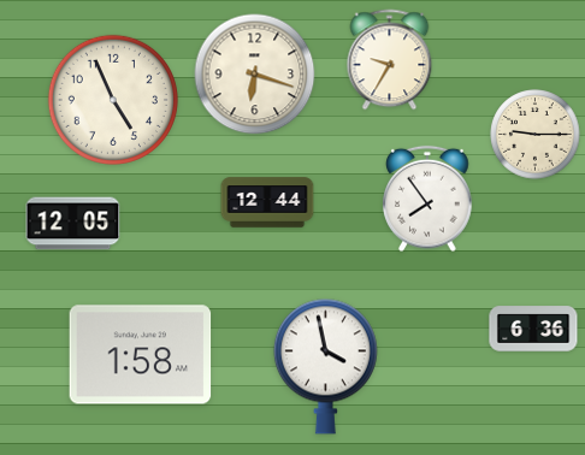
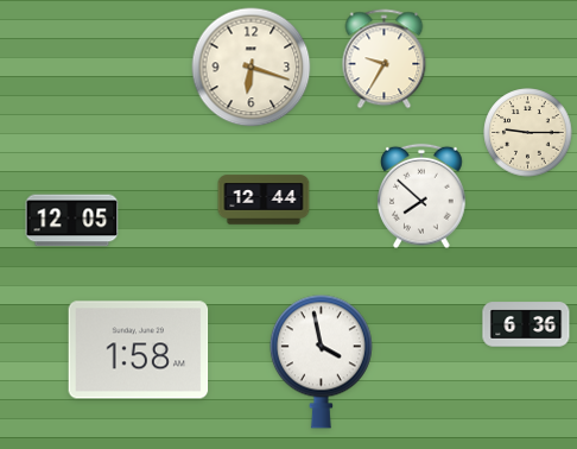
clock at (255, 75) position: (255, 75) -> (252, 68)
clock at (113, 100): 4:56 -> none
clock at (427, 199): 7:54 -> 7:52
